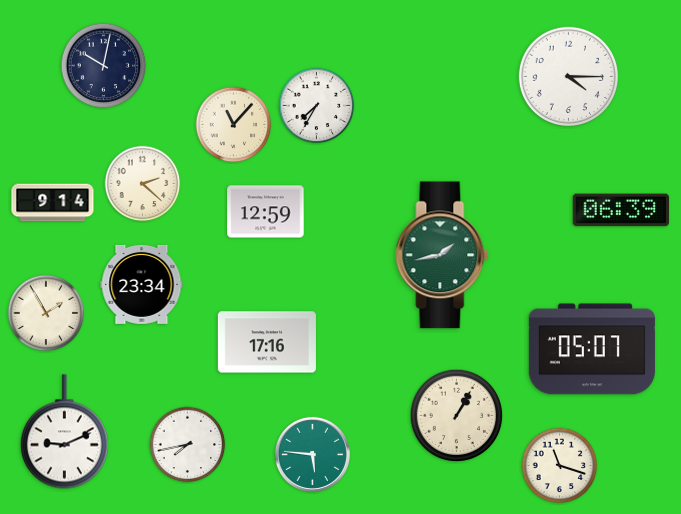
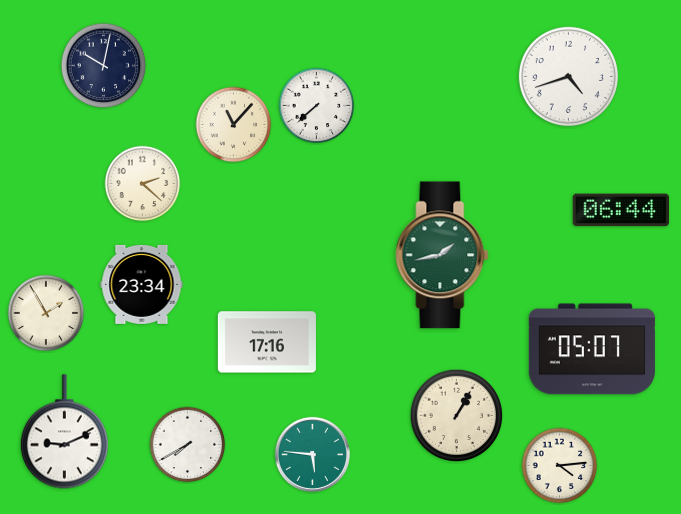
clock at (568, 76): 4:15 -> 4:42
clock at (317, 106): 7:35 -> 7:38
clock at (53, 203): 9:14 -> none
clock at (620, 210): 06:39 -> 06:44
clock at (266, 212): 12:59 -> none
clock at (188, 445): 7:43 -> 7:40
clock at (560, 466): 11:18 -> 4:14
